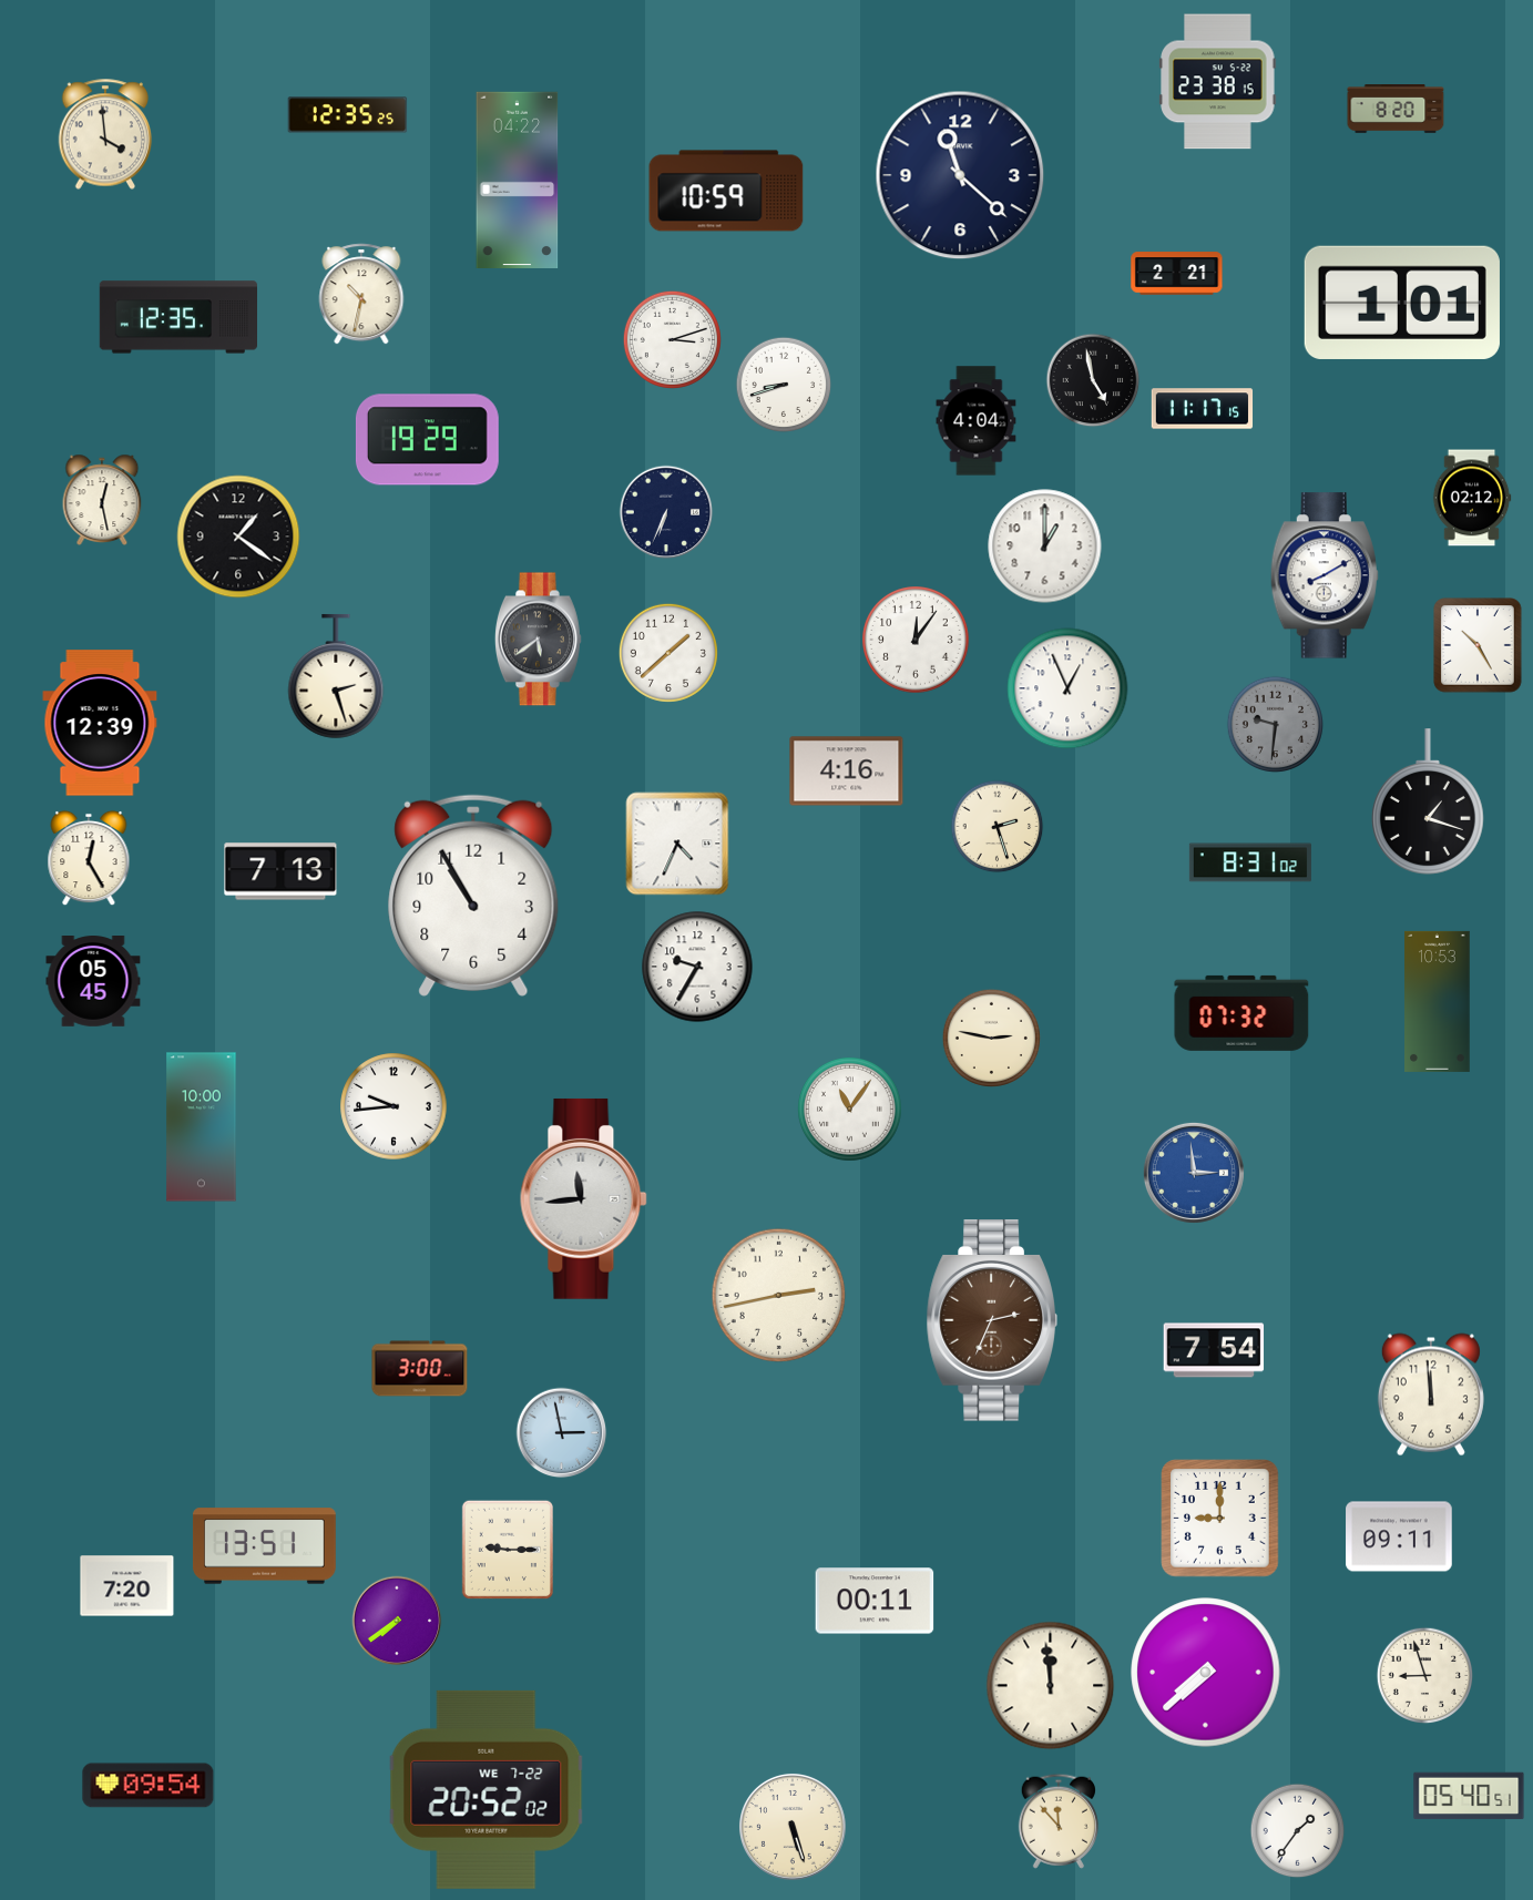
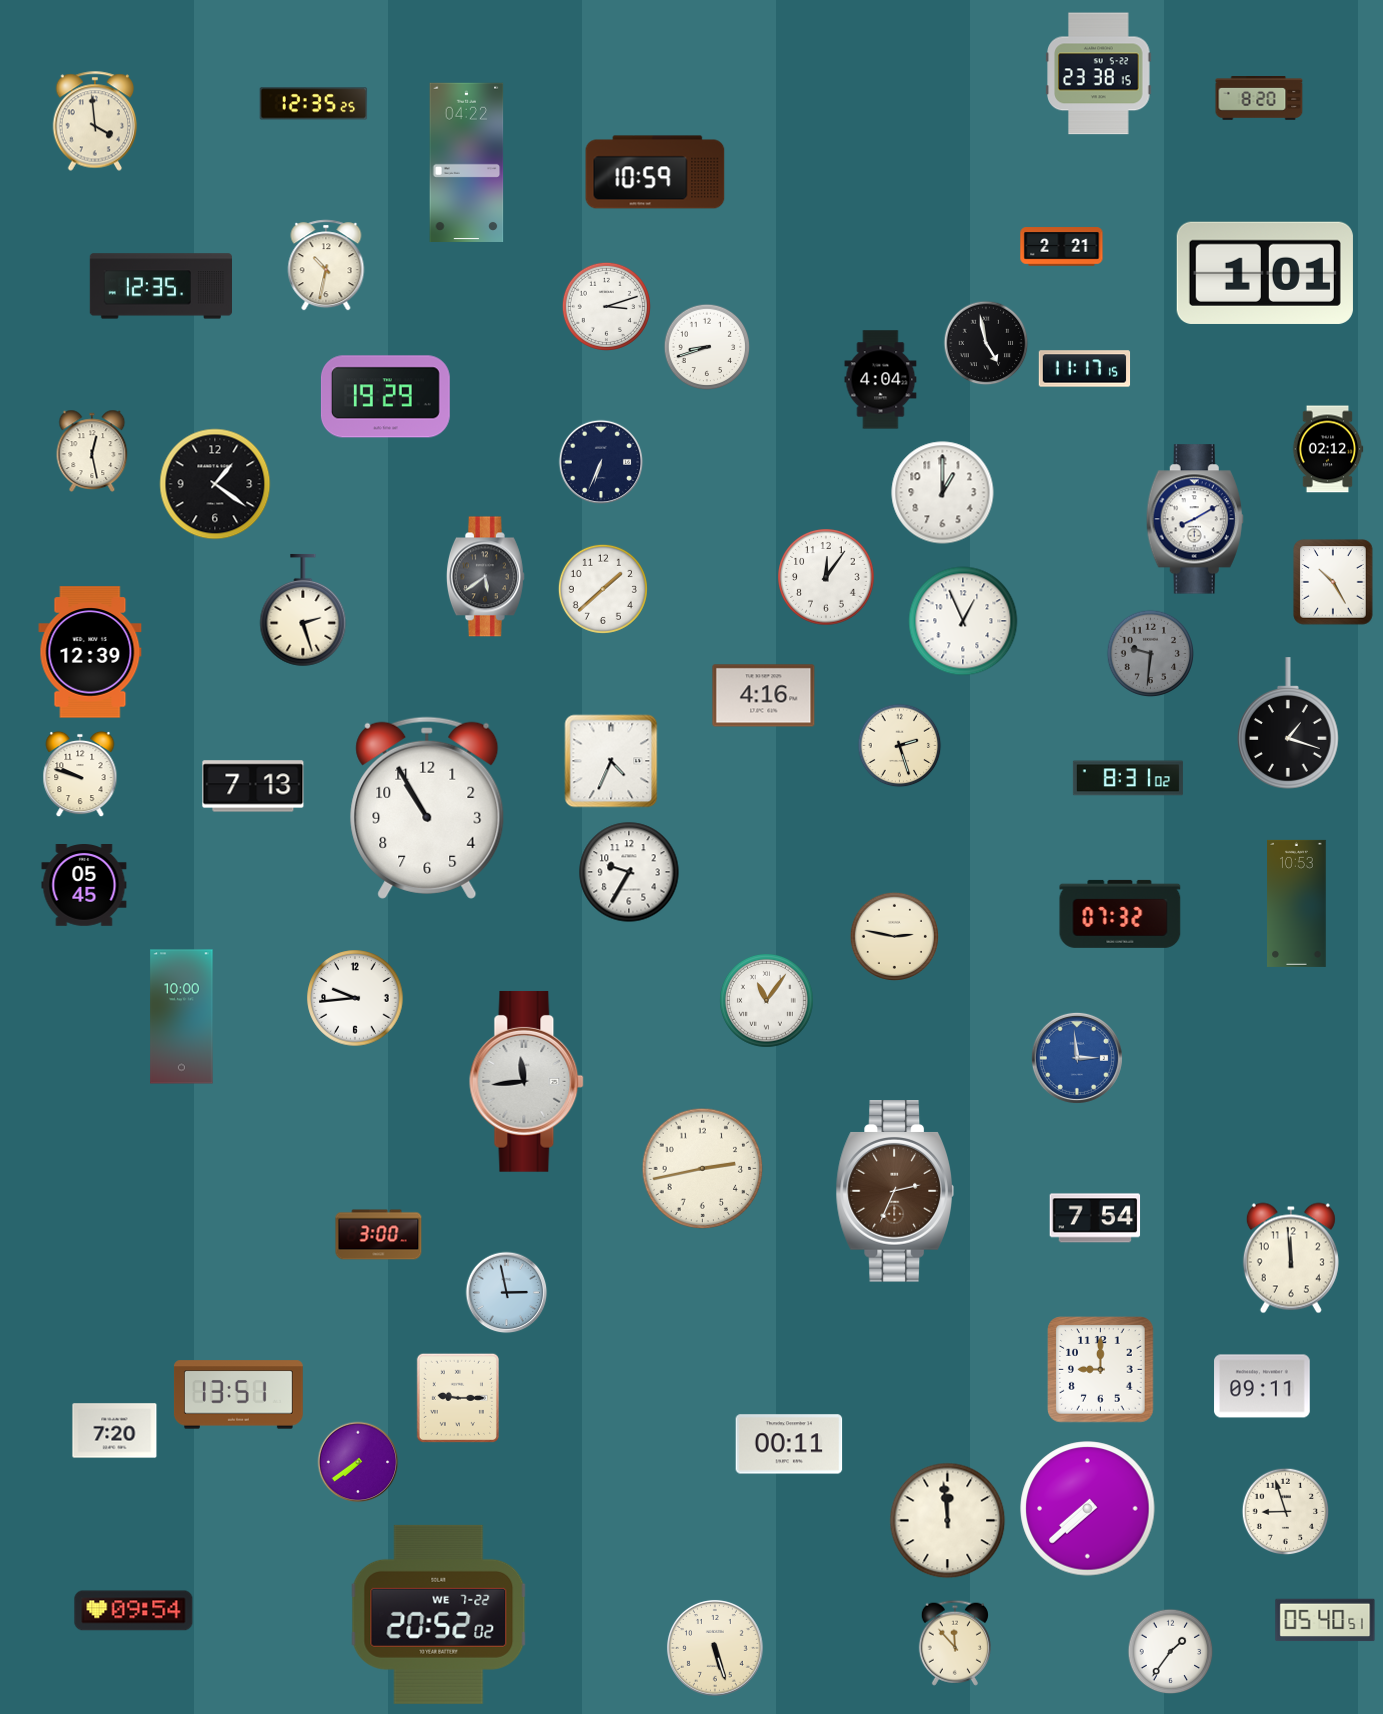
clock at (960, 175): 11:22 -> none
clock at (89, 858): 12:25 -> 9:48
